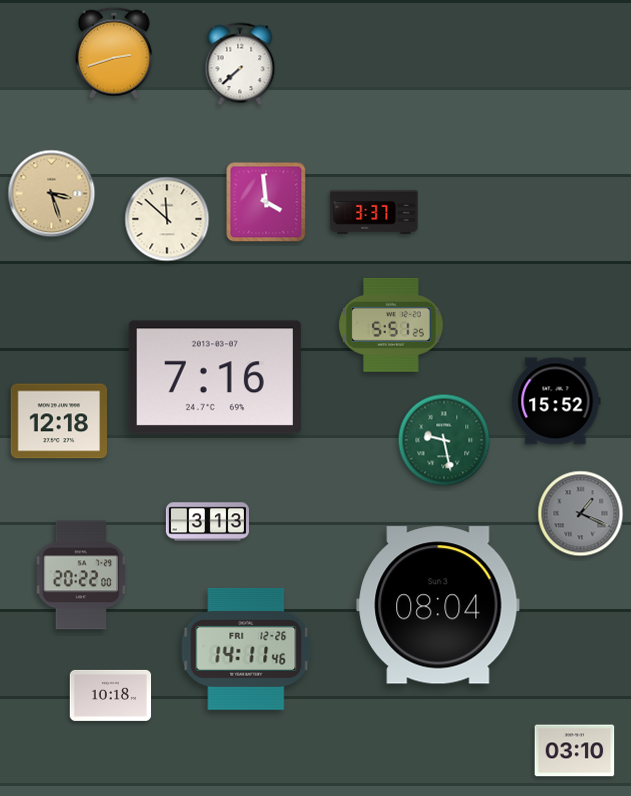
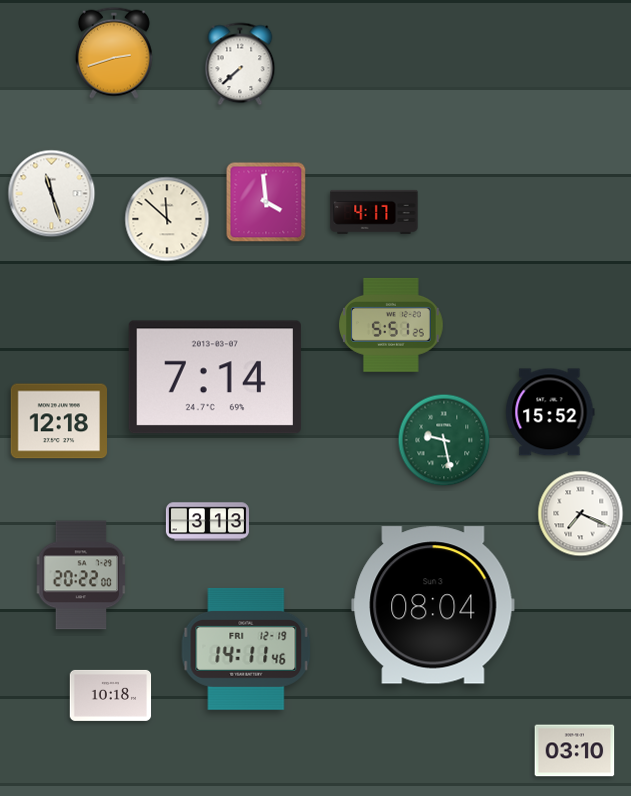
clock at (52, 194): 3:27 -> 11:27
clock at (52, 194) dial: champagne -> white
clock at (374, 212): 3:37 -> 4:17
clock at (215, 377): 7:16 -> 7:14
clock at (556, 401) position: (556, 401) -> (550, 412)
clock at (581, 514): 1:19 -> 7:19
clock at (581, 514) dial: grey -> white
clock at (438, 605) position: (438, 605) -> (433, 605)
clock at (246, 649) date: FRI 12-26 -> FRI 12-19
